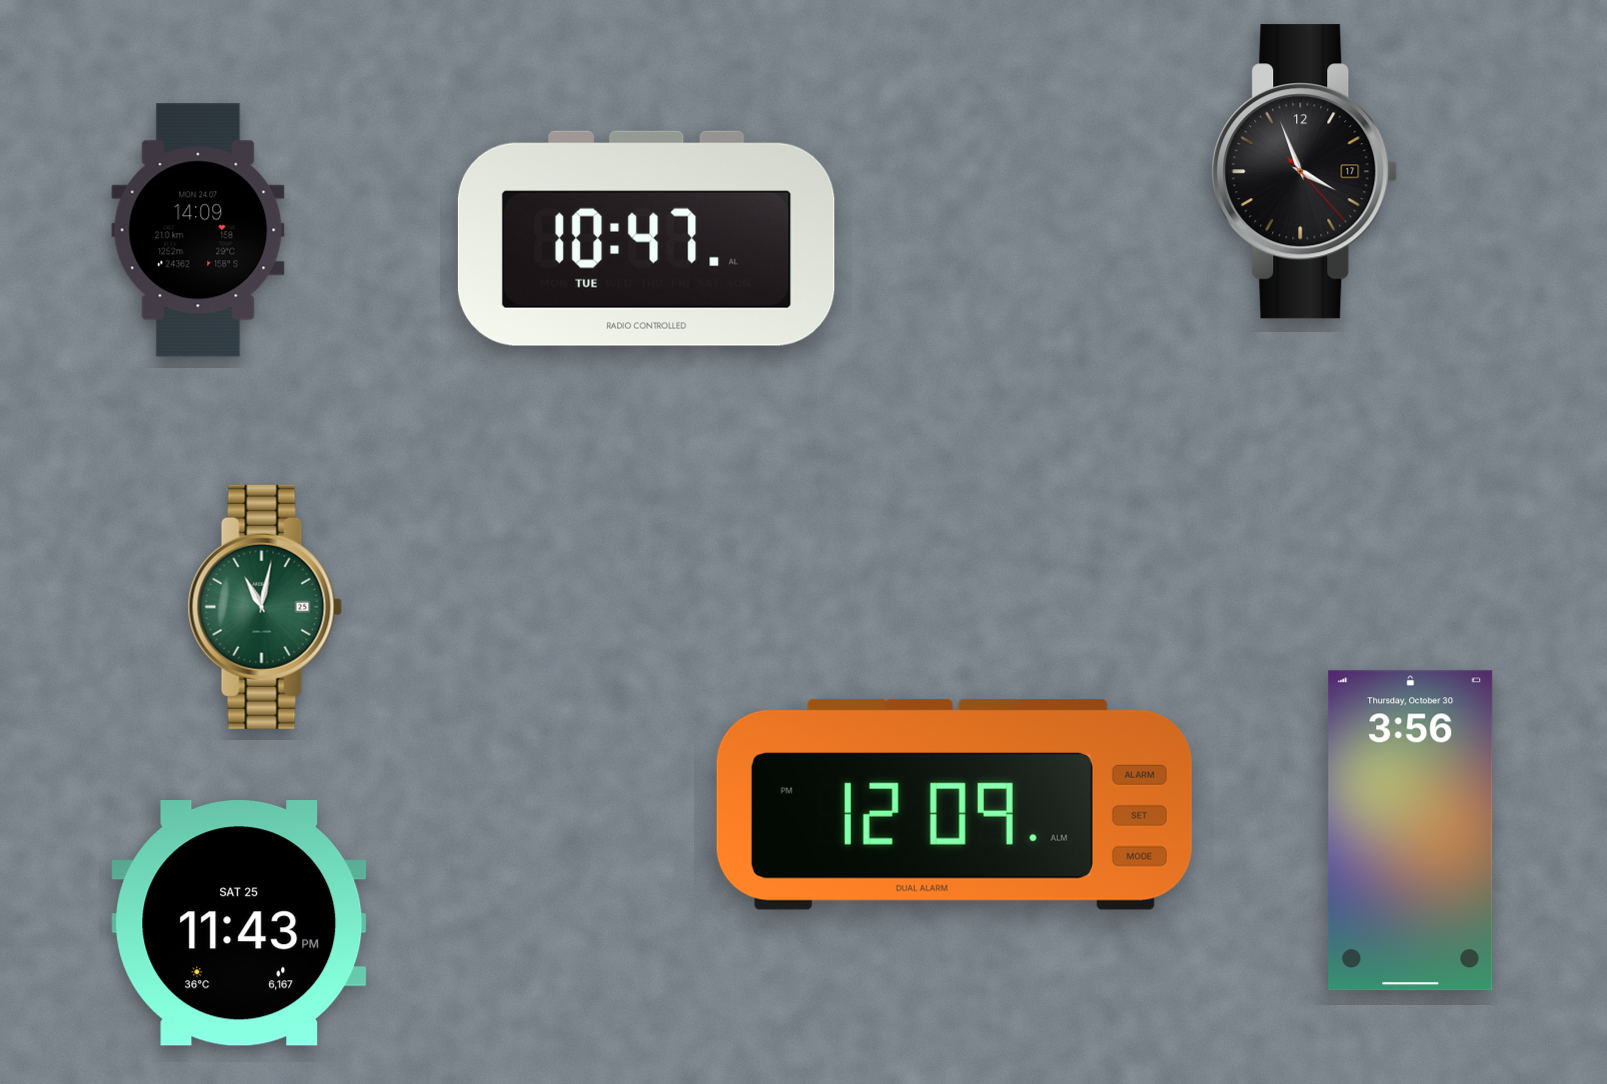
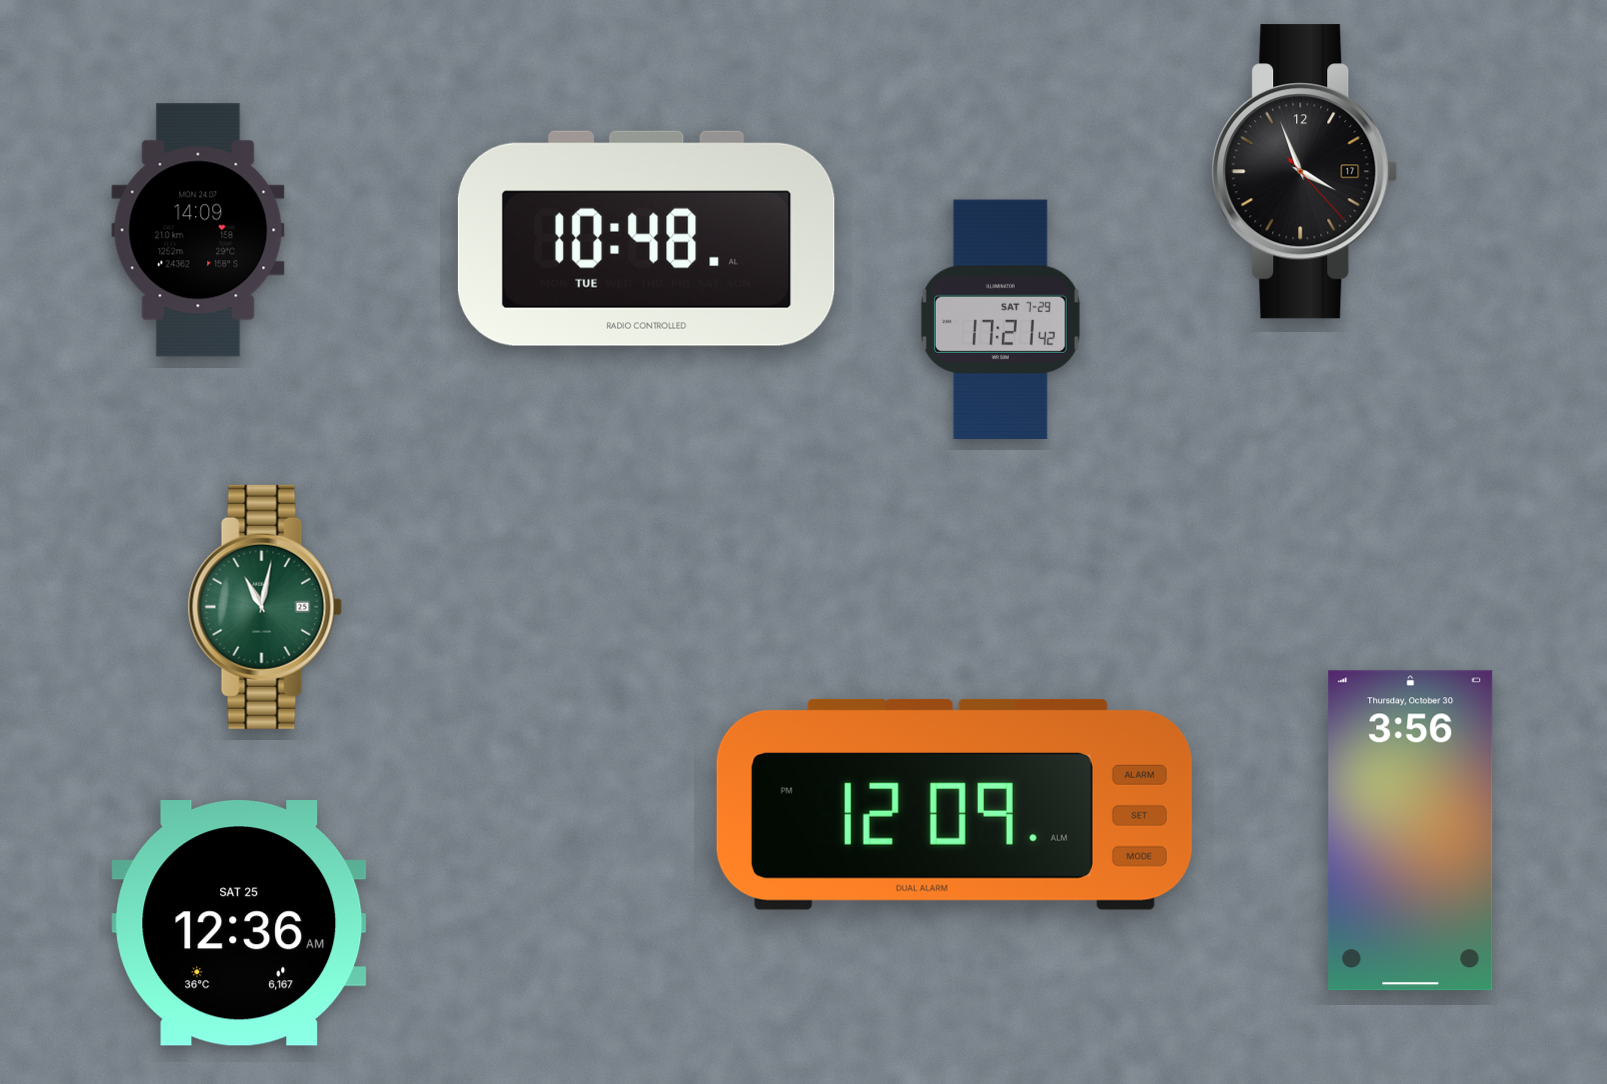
clock at (646, 238): 10:47 -> 10:48
clock at (1000, 319): none -> 17:21
clock at (239, 923): 11:43 -> 12:36
